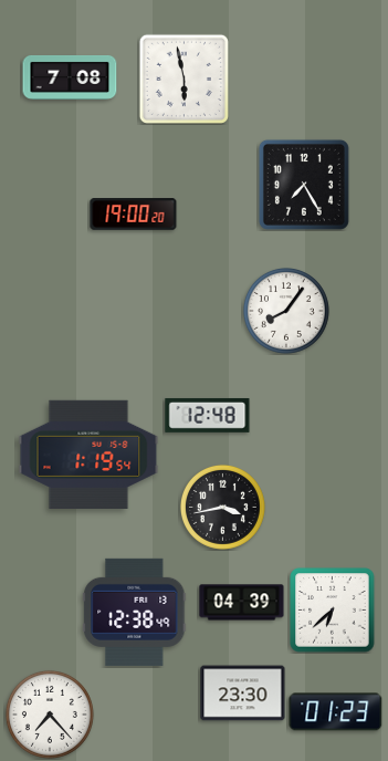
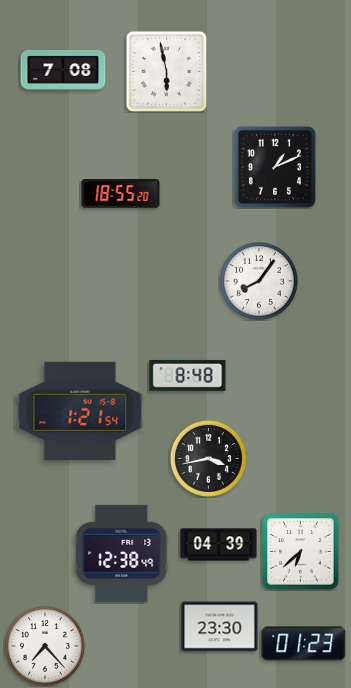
clock at (304, 185): 7:25 -> 1:11
clock at (134, 215): 19:00 -> 18:55
clock at (208, 415): 12:48 -> 8:48
clock at (88, 455): 1:19 -> 1:21
clock at (222, 507) position: (222, 507) -> (208, 458)
